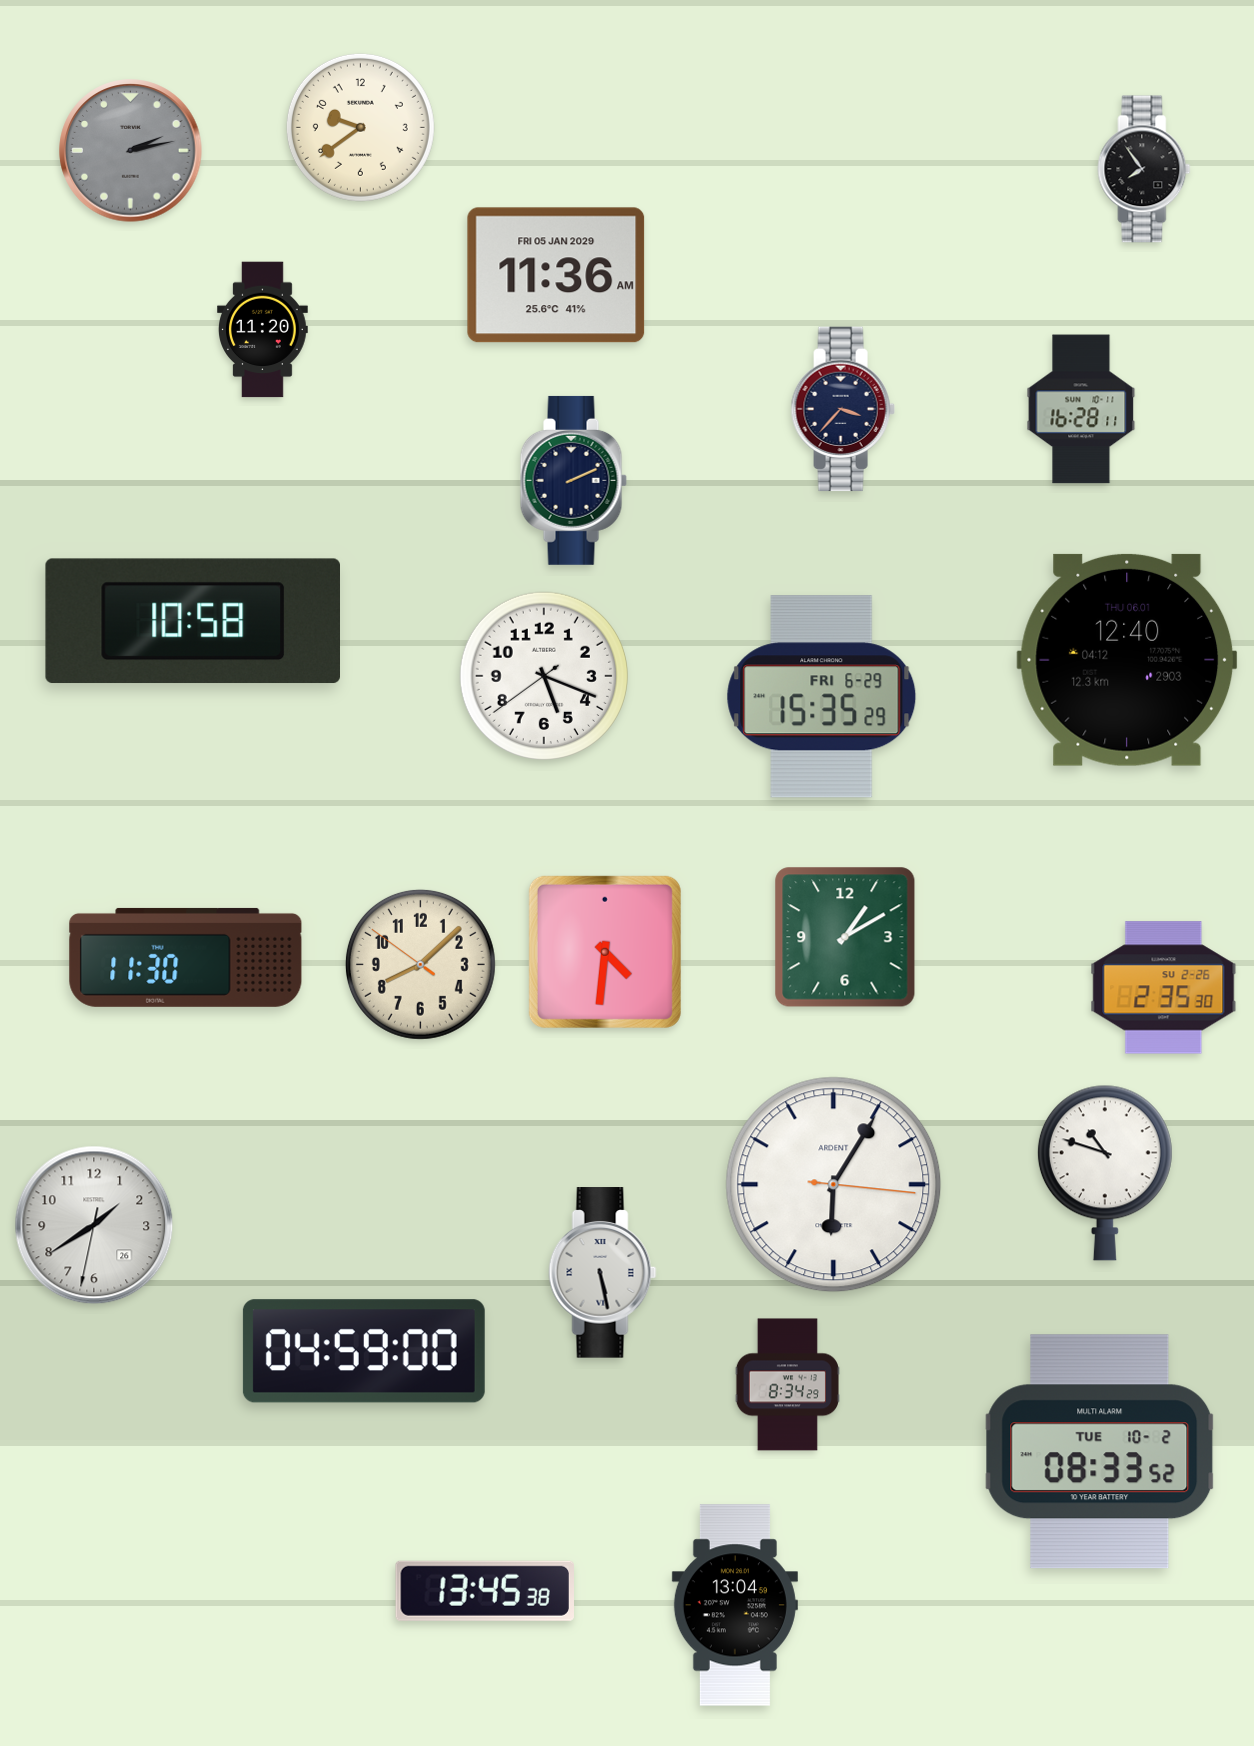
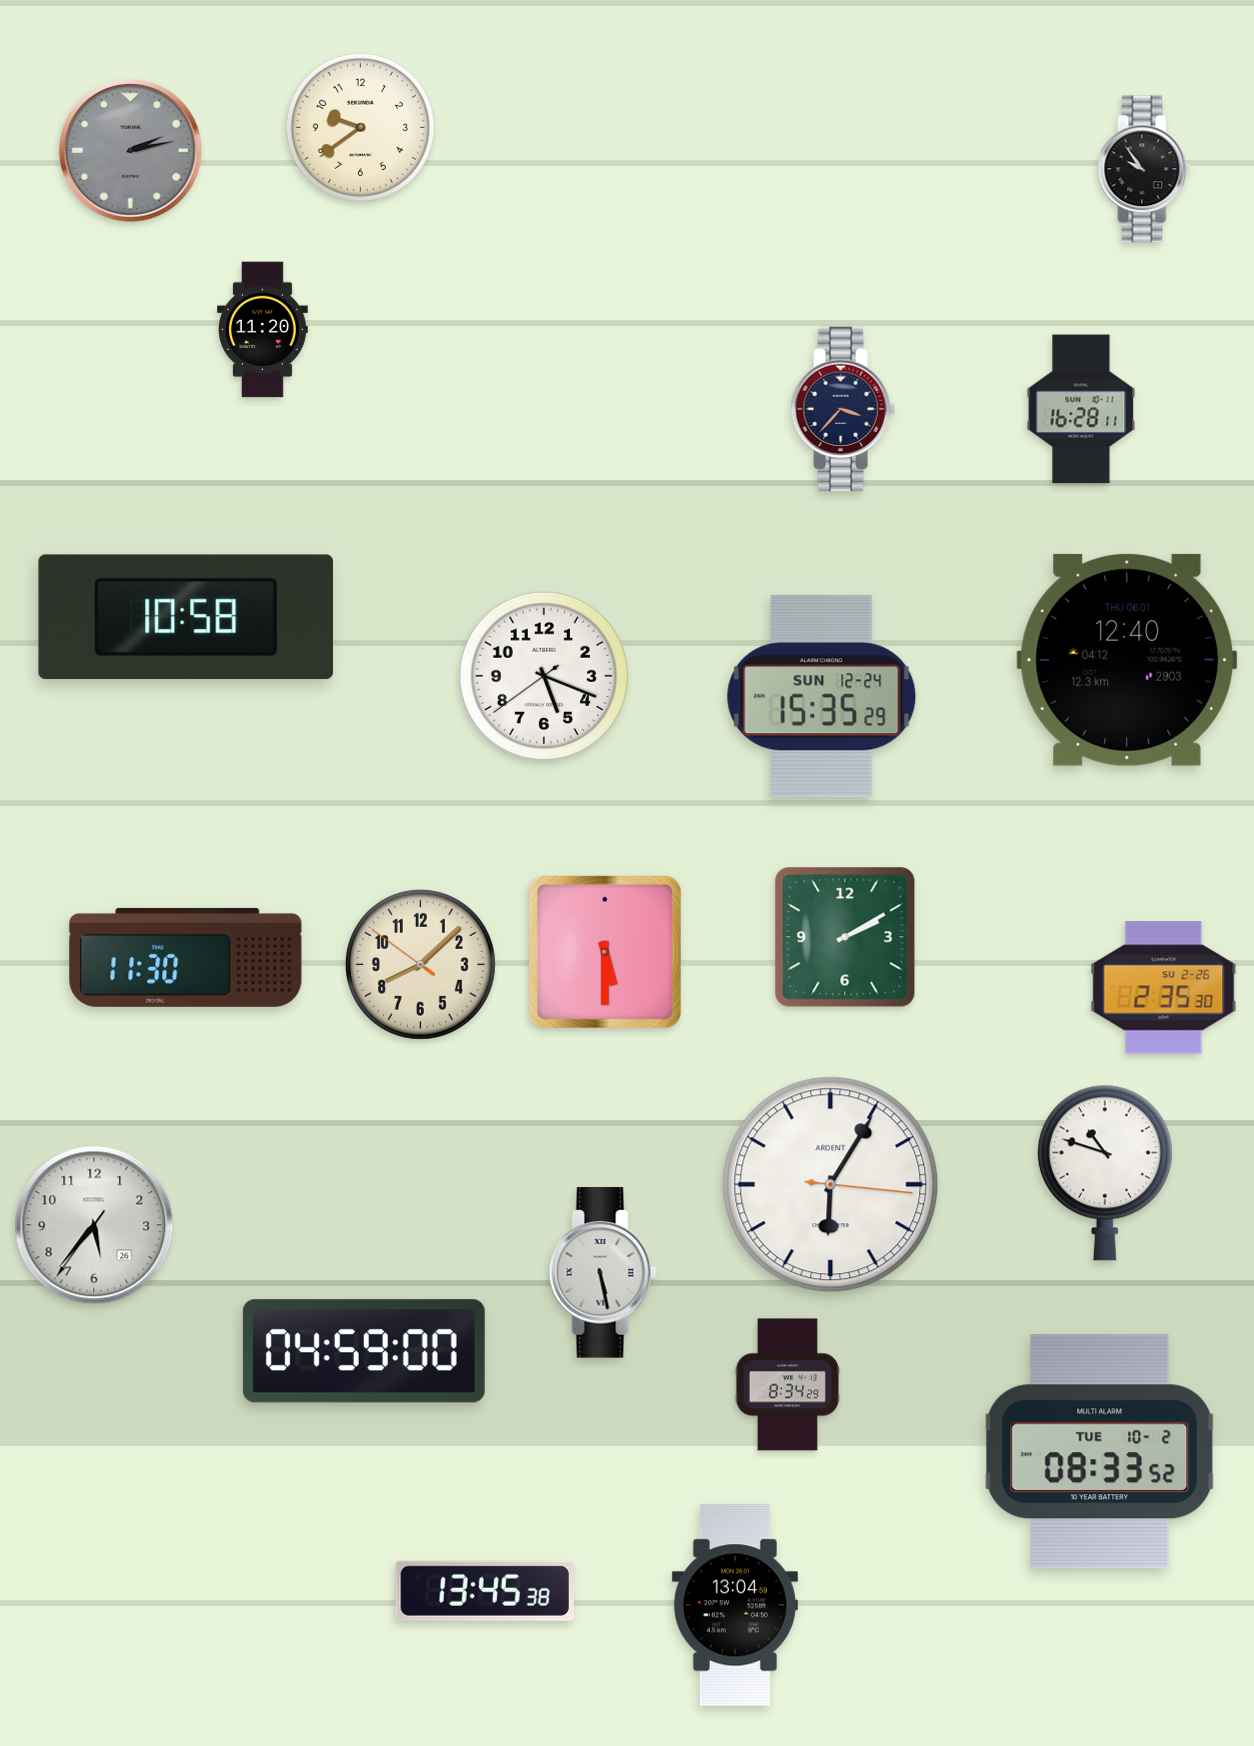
clock at (1144, 169): 7:54 -> 9:54
clock at (556, 275): 11:36 -> none
clock at (573, 480): 2:11 -> none
clock at (192, 621) position: (192, 621) -> (185, 617)
clock at (822, 697) date: FRI 6-29 -> SUN 12-24
clock at (845, 937): 1:10 -> 2:10
clock at (605, 952): 4:31 -> 5:30
clock at (834, 1185) position: (834, 1185) -> (831, 1185)
clock at (94, 1225): 1:39 -> 5:36
